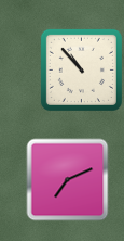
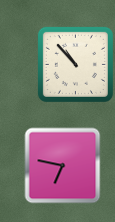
clock at (68, 180): 7:11 -> 6:47
